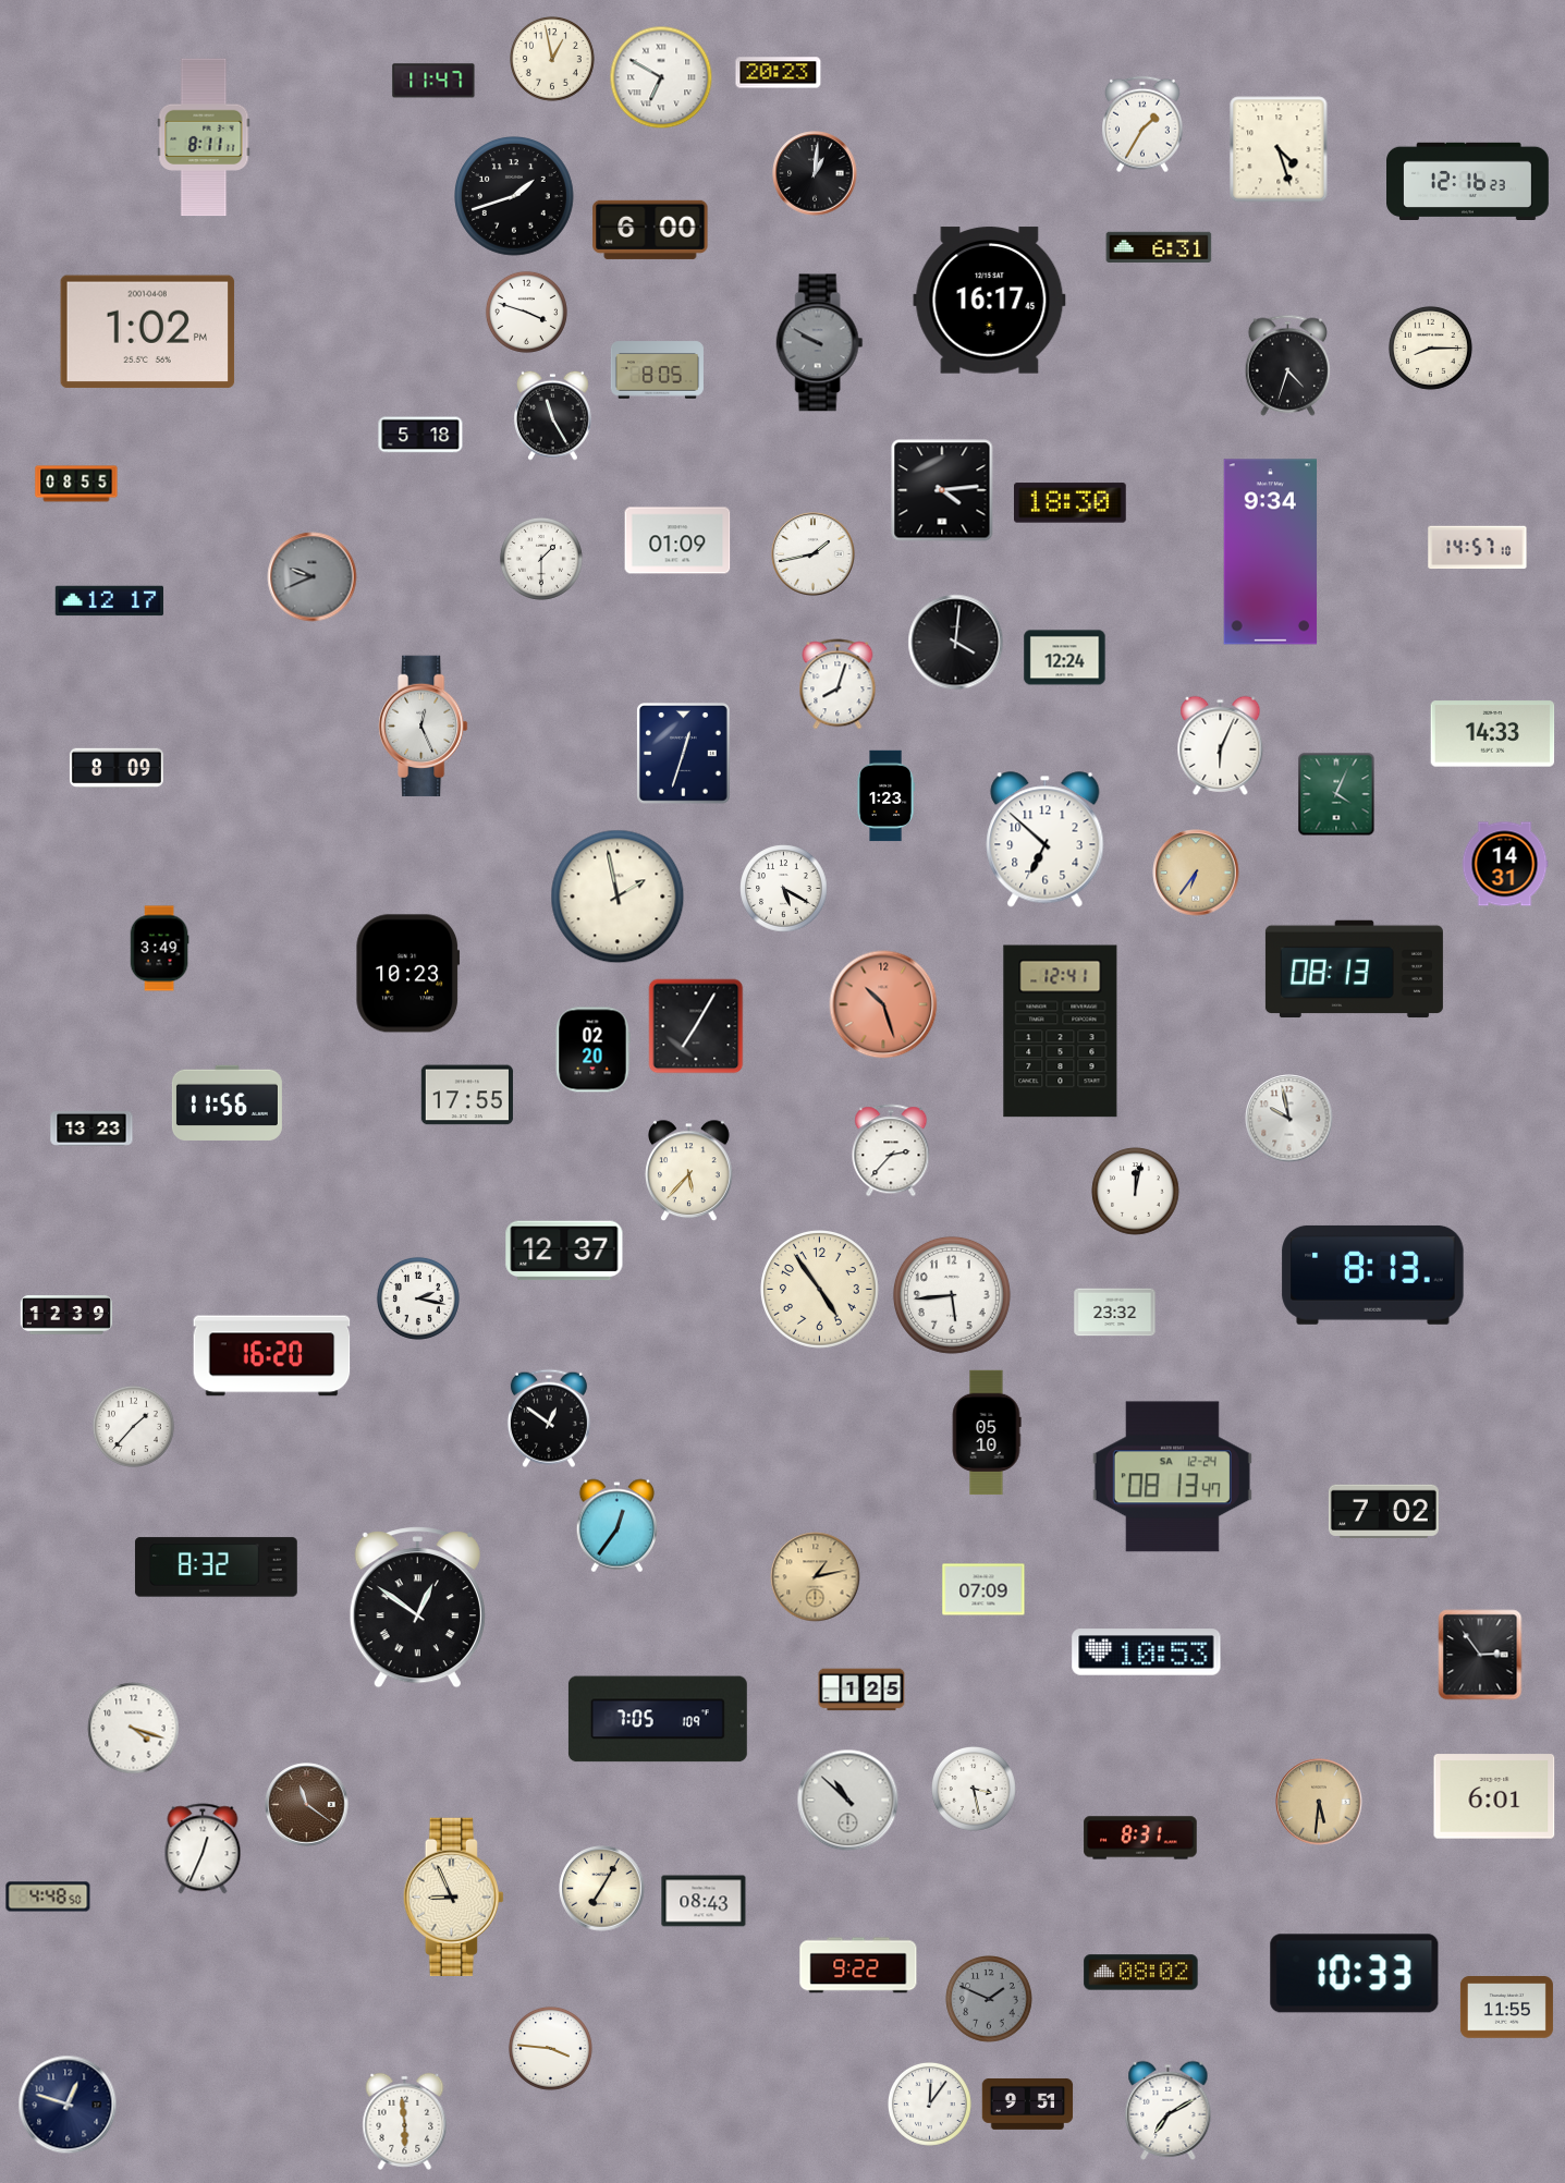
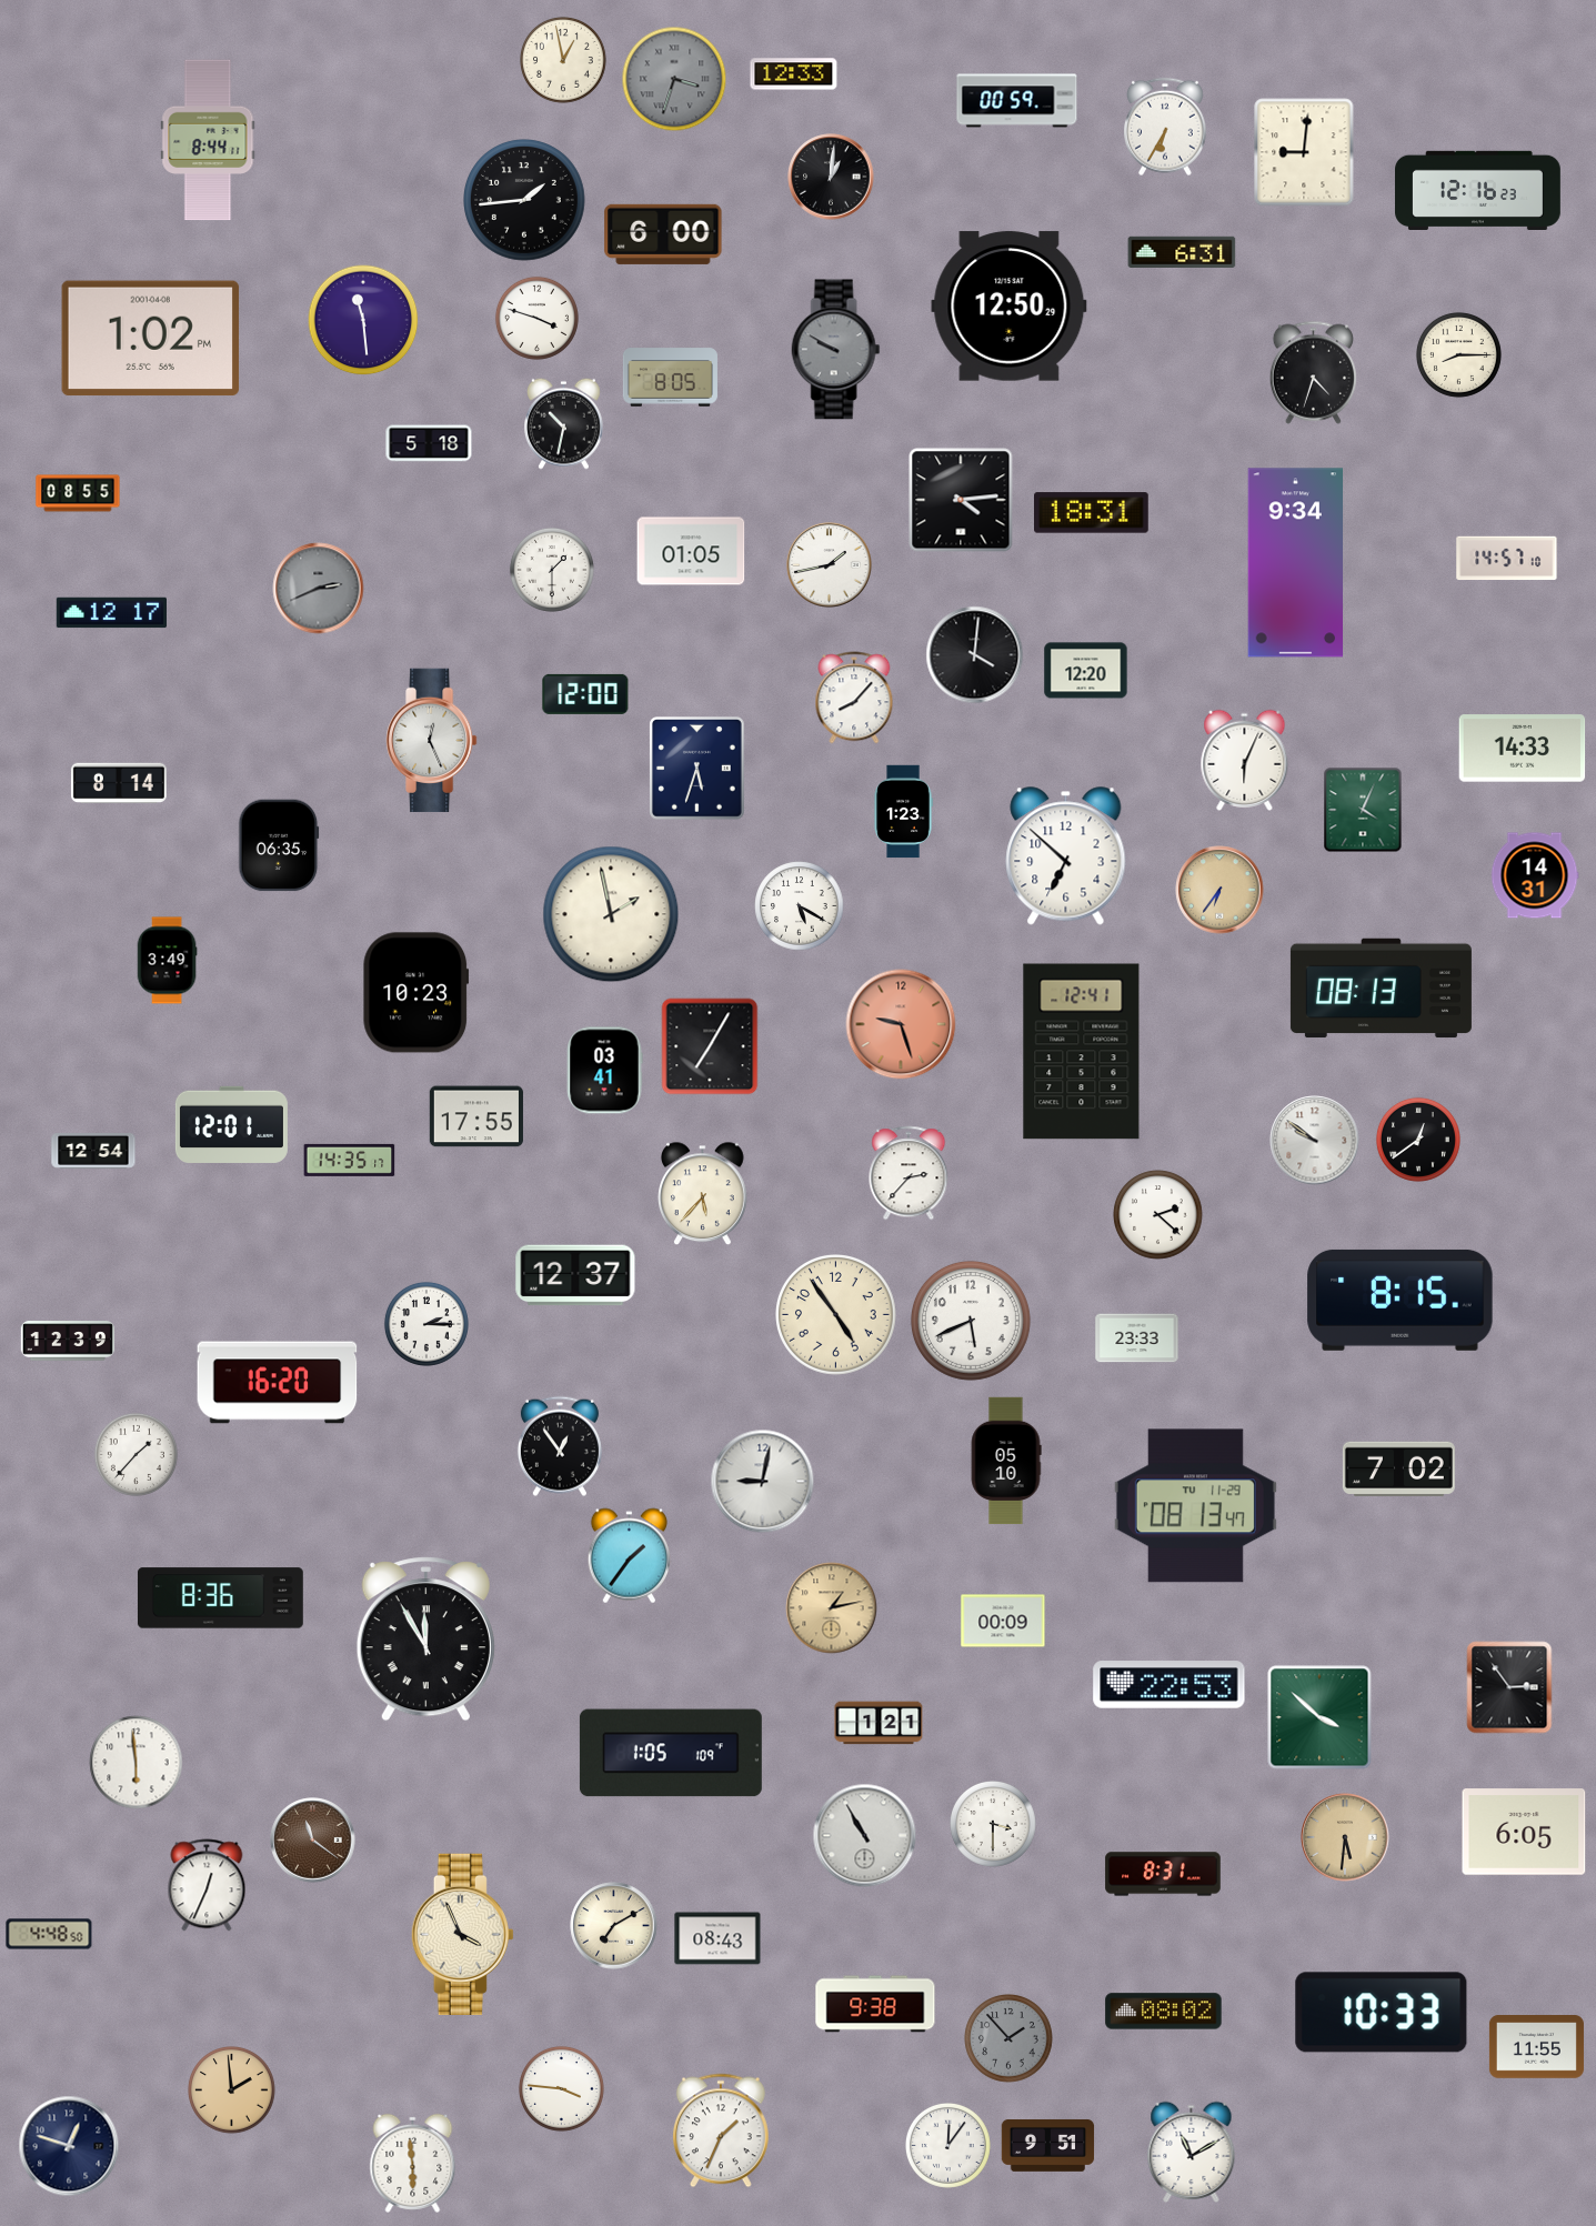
clock at (779, 73): 20:23 -> 12:33
clock at (661, 77): 6:50 -> 3:33
clock at (661, 77) dial: white -> grey
clock at (433, 81): 11:47 -> none
clock at (1017, 101): none -> 00:59
clock at (1144, 124): 1:35 -> 6:35
clock at (204, 137): 8:11 -> 8:44
clock at (1279, 149): 4:27 -> 9:01
clock at (1468, 181) position: (1468, 181) -> (1478, 190)
clock at (514, 196): 1:42 -> 1:44
clock at (990, 301): 16:17 -> 12:50
clock at (363, 320): none -> 11:29
clock at (553, 415): 11:25 -> 10:32
clock at (1071, 503): 18:30 -> 18:31
clock at (677, 540): 01:09 -> 01:05
clock at (313, 577): 9:41 -> 2:41
clock at (1065, 658): 12:24 -> 12:20
clock at (585, 694): none -> 12:00
clock at (837, 684): 8:03 -> 8:07
clock at (683, 754): 12:33 -> 5:33
clock at (117, 768): 8:09 -> 8:14
clock at (279, 845): none -> 06:35
clock at (1505, 864) position: (1505, 864) -> (1535, 875)
clock at (618, 897) position: (618, 897) -> (611, 914)
clock at (159, 949) position: (159, 949) -> (167, 961)
clock at (883, 1004): 10:27 -> 9:27
clock at (592, 1050): 02:20 -> 03:41
clock at (227, 1102): 11:56 -> 12:01
clock at (1418, 1140): none -> 12:39
clock at (1289, 1119): 9:58 -> 9:51
clock at (91, 1130): 13:23 -> 12:54
clock at (350, 1160): none -> 14:35
clock at (1136, 1192): 12:02 -> 2:22
clock at (1373, 1275): 8:13 -> 8:15
clock at (952, 1295): 5:44 -> 5:41
clock at (418, 1298): 2:17 -> 2:15
clock at (1115, 1313): 23:32 -> 23:33
clock at (549, 1418): 12:51 -> 12:54
clock at (763, 1482): none -> 9:02
clock at (1172, 1477) date: SA 12-24 -> TU 11-29
clock at (1383, 1511) position: (1383, 1511) -> (1398, 1468)
clock at (616, 1526): 12:36 -> 1:36
clock at (216, 1568): 8:32 -> 8:36
clock at (983, 1589): 07:09 -> 00:09
clock at (417, 1608): 12:51 -> 11:55
clock at (1147, 1653): 10:53 -> 22:53
clock at (1319, 1717): none -> 3:52
clock at (861, 1690): 1:25 -> 1:21
clock at (658, 1719): 7:05 -> 1:05
clock at (134, 1729): 4:18 -> 5:59
clock at (975, 1790): 3:28 -> 3:30
clock at (1494, 1796): 6:01 -> 6:05
clock at (848, 1801): 10:52 -> 10:55
clock at (602, 1889): 7:05 -> 7:10
clock at (453, 1897): 8:56 -> 3:56
clock at (858, 1965): 9:22 -> 9:38
clock at (989, 1999): 1:49 -> 1:53
clock at (232, 2090): none -> 1:59
clock at (721, 2130): none -> 1:34
clock at (1169, 2110): 7:10 -> 11:10
